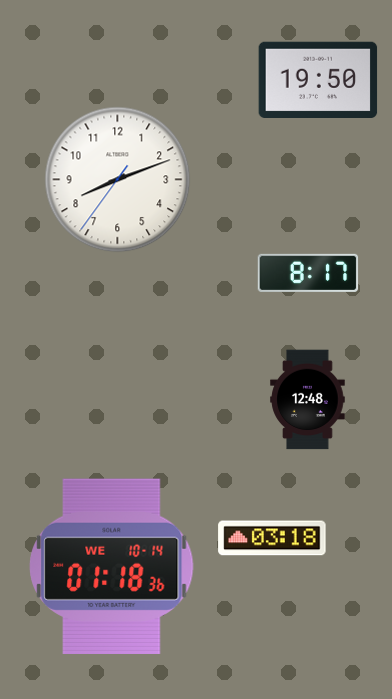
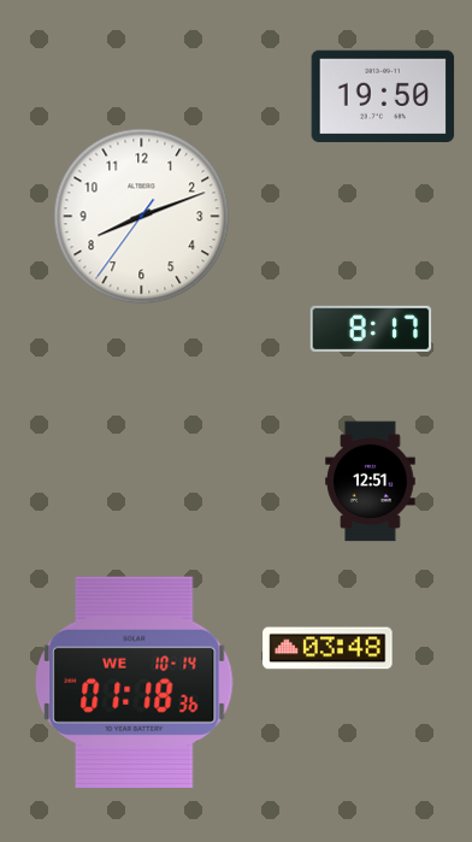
clock at (308, 400): 12:48 -> 12:51
clock at (272, 538): 03:18 -> 03:48
